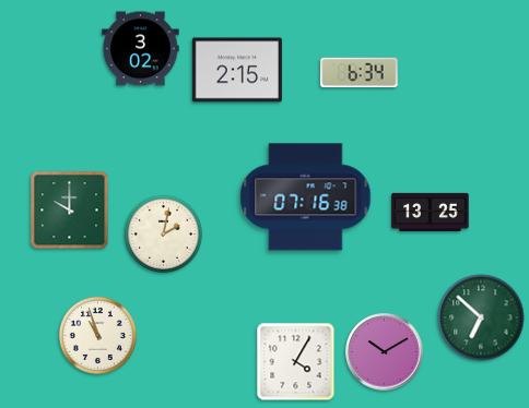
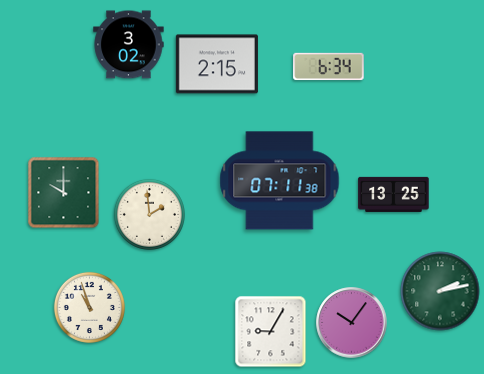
clock at (306, 197): 07:16 -> 07:11
clock at (163, 233): 2:02 -> 1:59
clock at (481, 317): 6:52 -> 2:13
clock at (385, 352): 10:10 -> 10:06
clock at (296, 362): 4:05 -> 9:05
